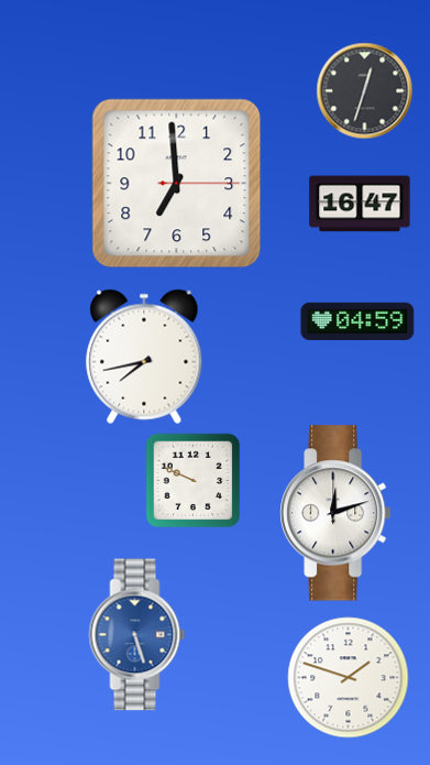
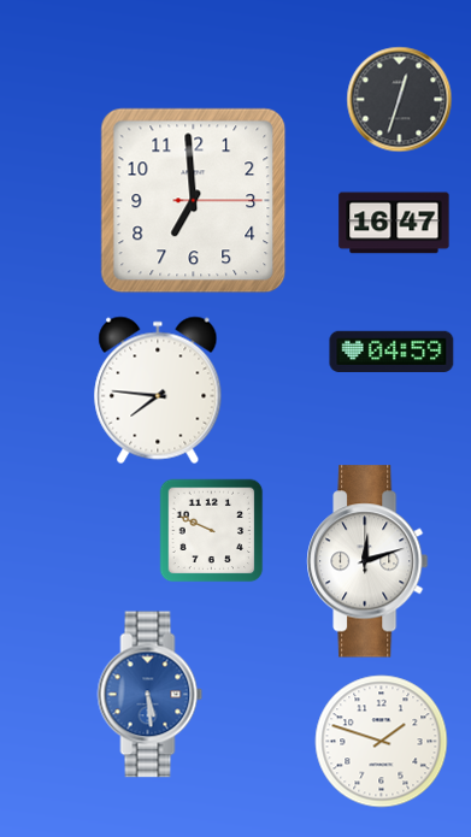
clock at (144, 357): 7:43 -> 7:46
clock at (194, 481) position: (194, 481) -> (212, 531)
clock at (137, 635): 5:27 -> 5:29
